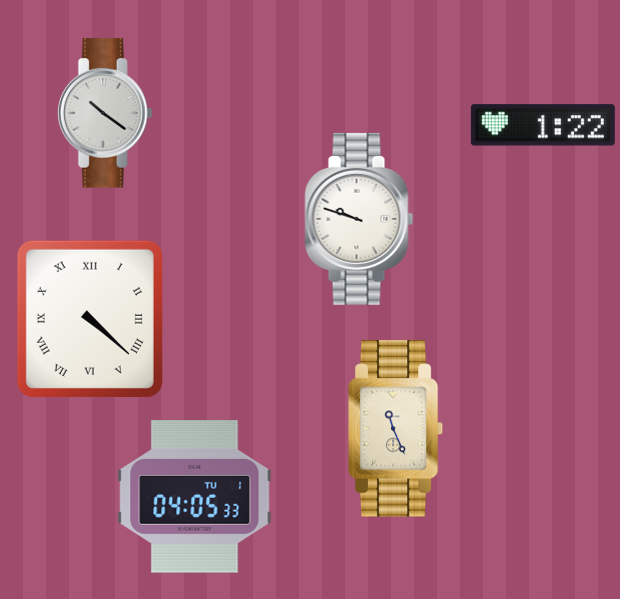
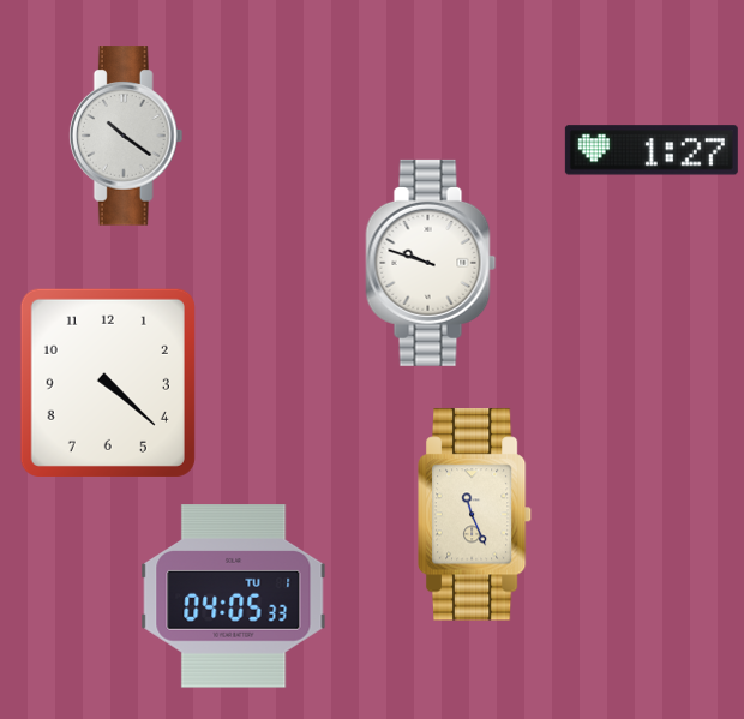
clock at (543, 125): 1:22 -> 1:27
clock at (90, 319) numerals: Roman -> Arabic
